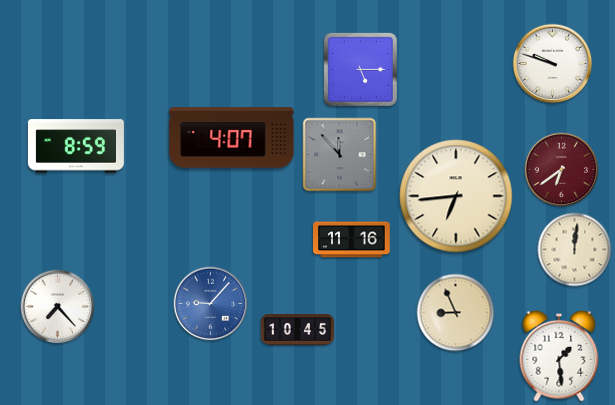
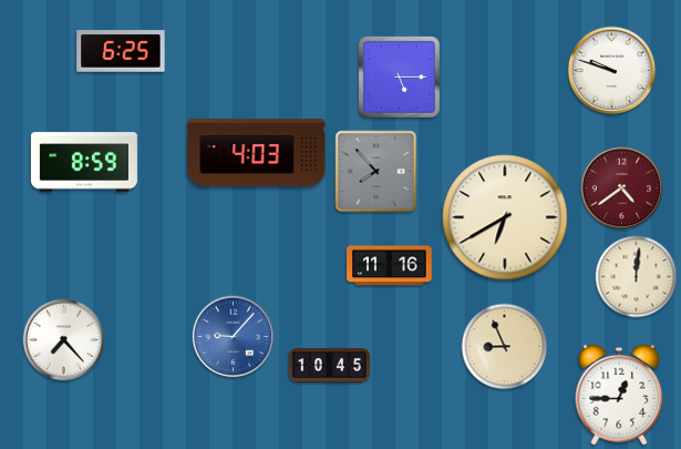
clock at (121, 51): none -> 6:25
clock at (232, 138): 4:07 -> 4:03
clock at (340, 155): 11:53 -> 7:53
clock at (562, 170): 6:39 -> 4:39
clock at (456, 196): 6:44 -> 6:40
clock at (559, 356): 1:29 -> 12:45
